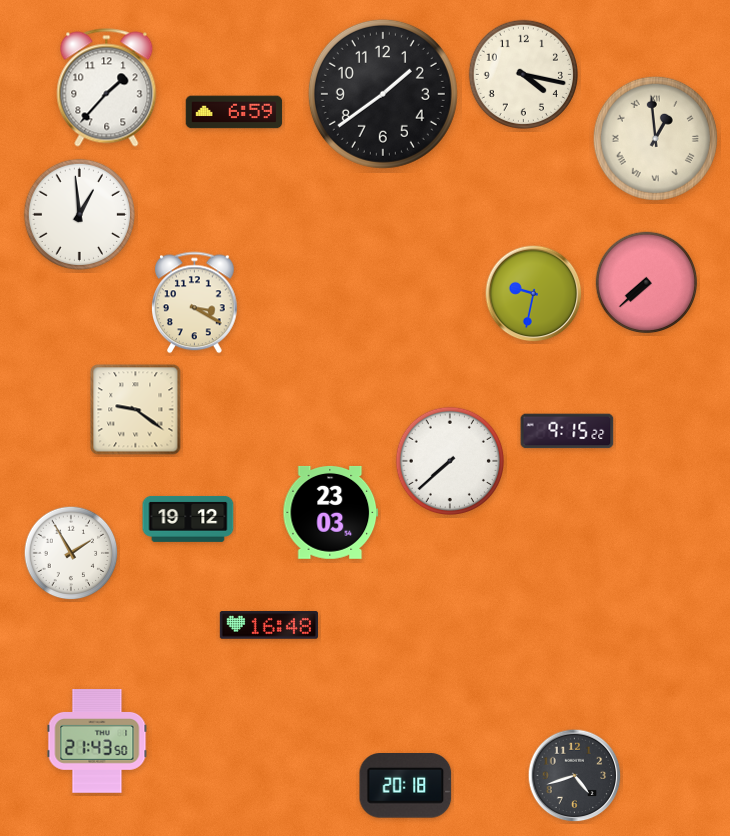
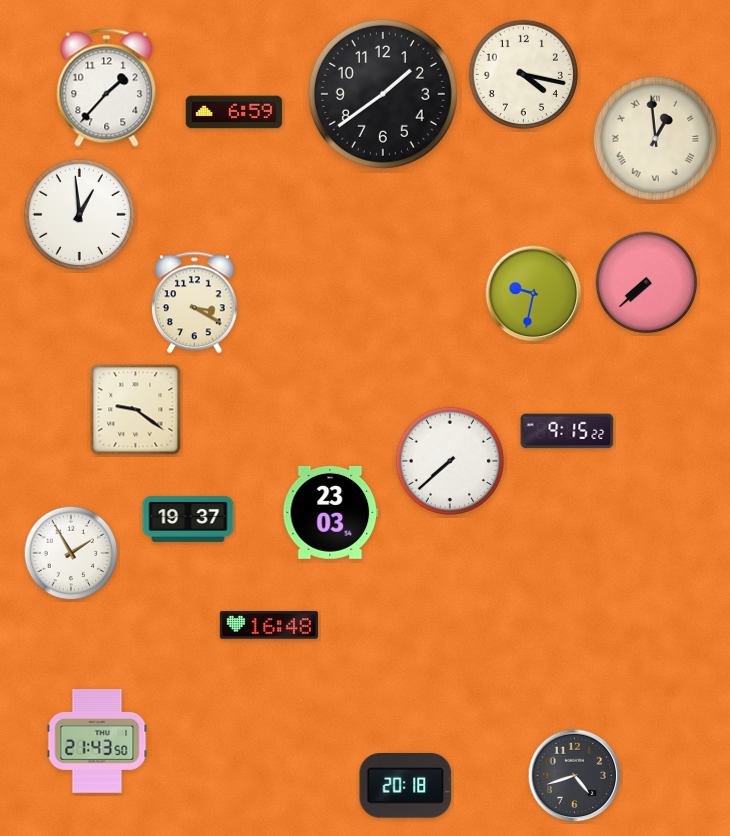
clock at (188, 519): 19:12 -> 19:37
